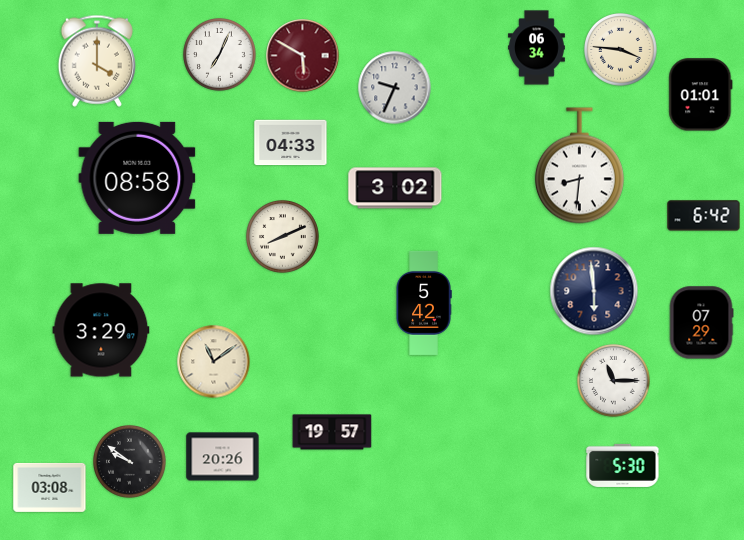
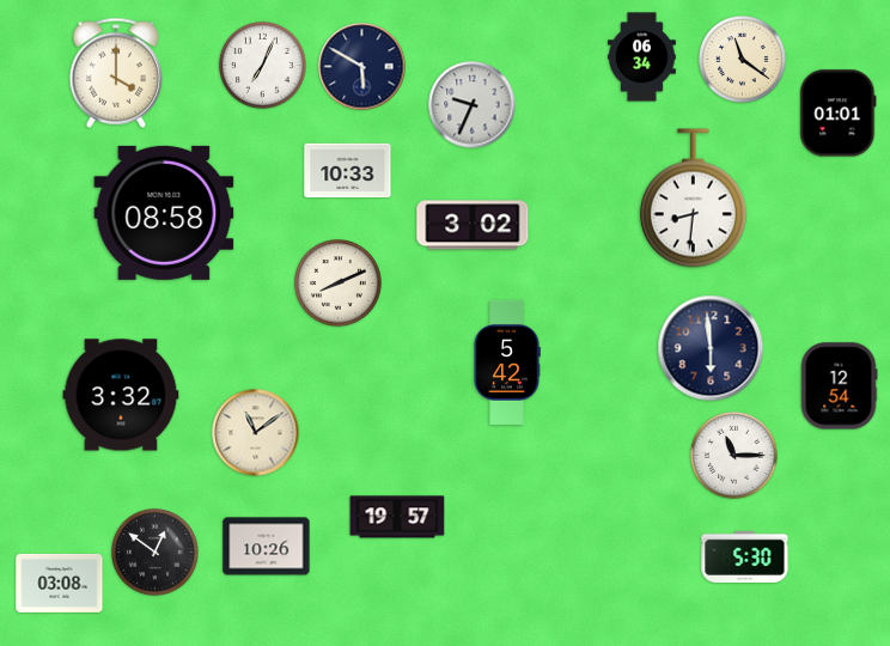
clock at (621, 50): 3:46 -> 11:21
clock at (303, 56) dial: burgundy -> navy
clock at (291, 143): 04:33 -> 10:33
clock at (704, 216): 6:42 -> none
clock at (701, 323): 07:29 -> 12:54
clock at (101, 330): 3:29 -> 3:32
clock at (223, 457): 20:26 -> 10:26
clock at (130, 462): 9:51 -> 12:51
